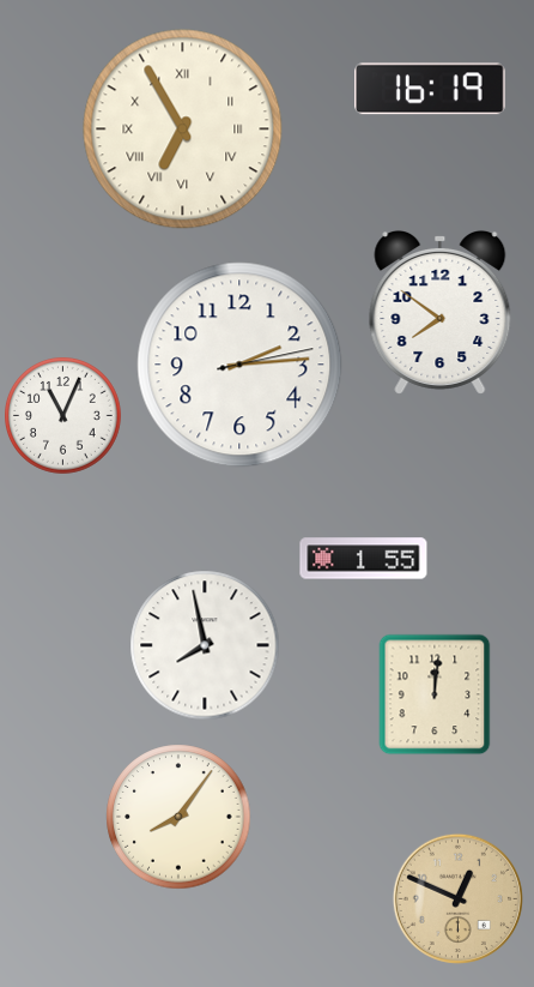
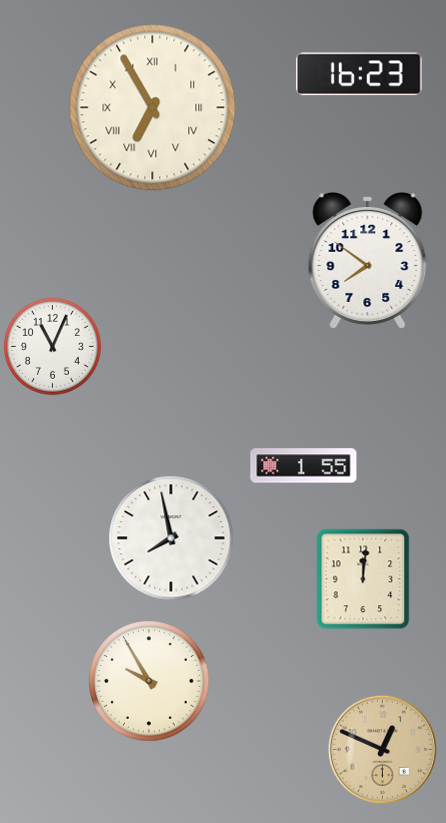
clock at (431, 89): 16:19 -> 16:23
clock at (239, 365): 2:14 -> none
clock at (178, 817): 8:06 -> 9:55
